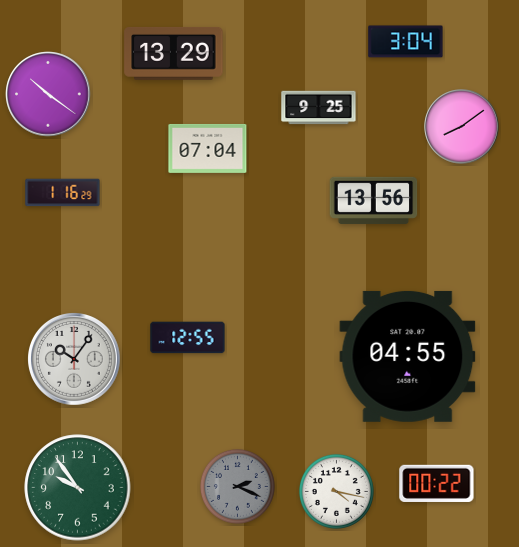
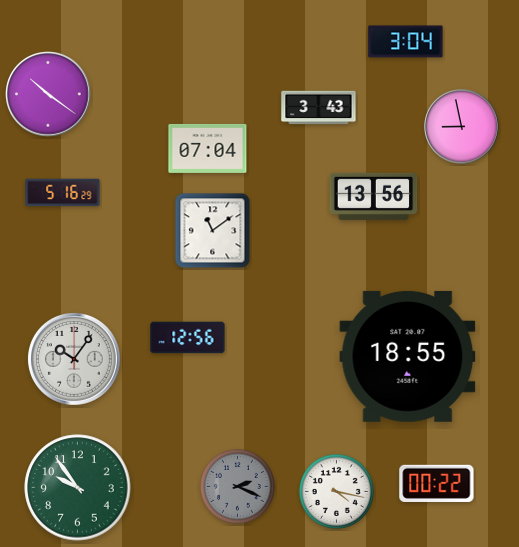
clock at (174, 53): 13:29 -> none
clock at (319, 108): 9:25 -> 3:43
clock at (462, 127): 8:09 -> 8:58
clock at (63, 193): 1:16 -> 5:16
clock at (374, 200) position: (374, 200) -> (374, 196)
clock at (213, 231): none -> 11:09
clock at (188, 338): 12:55 -> 12:56
clock at (408, 356): 04:55 -> 18:55
